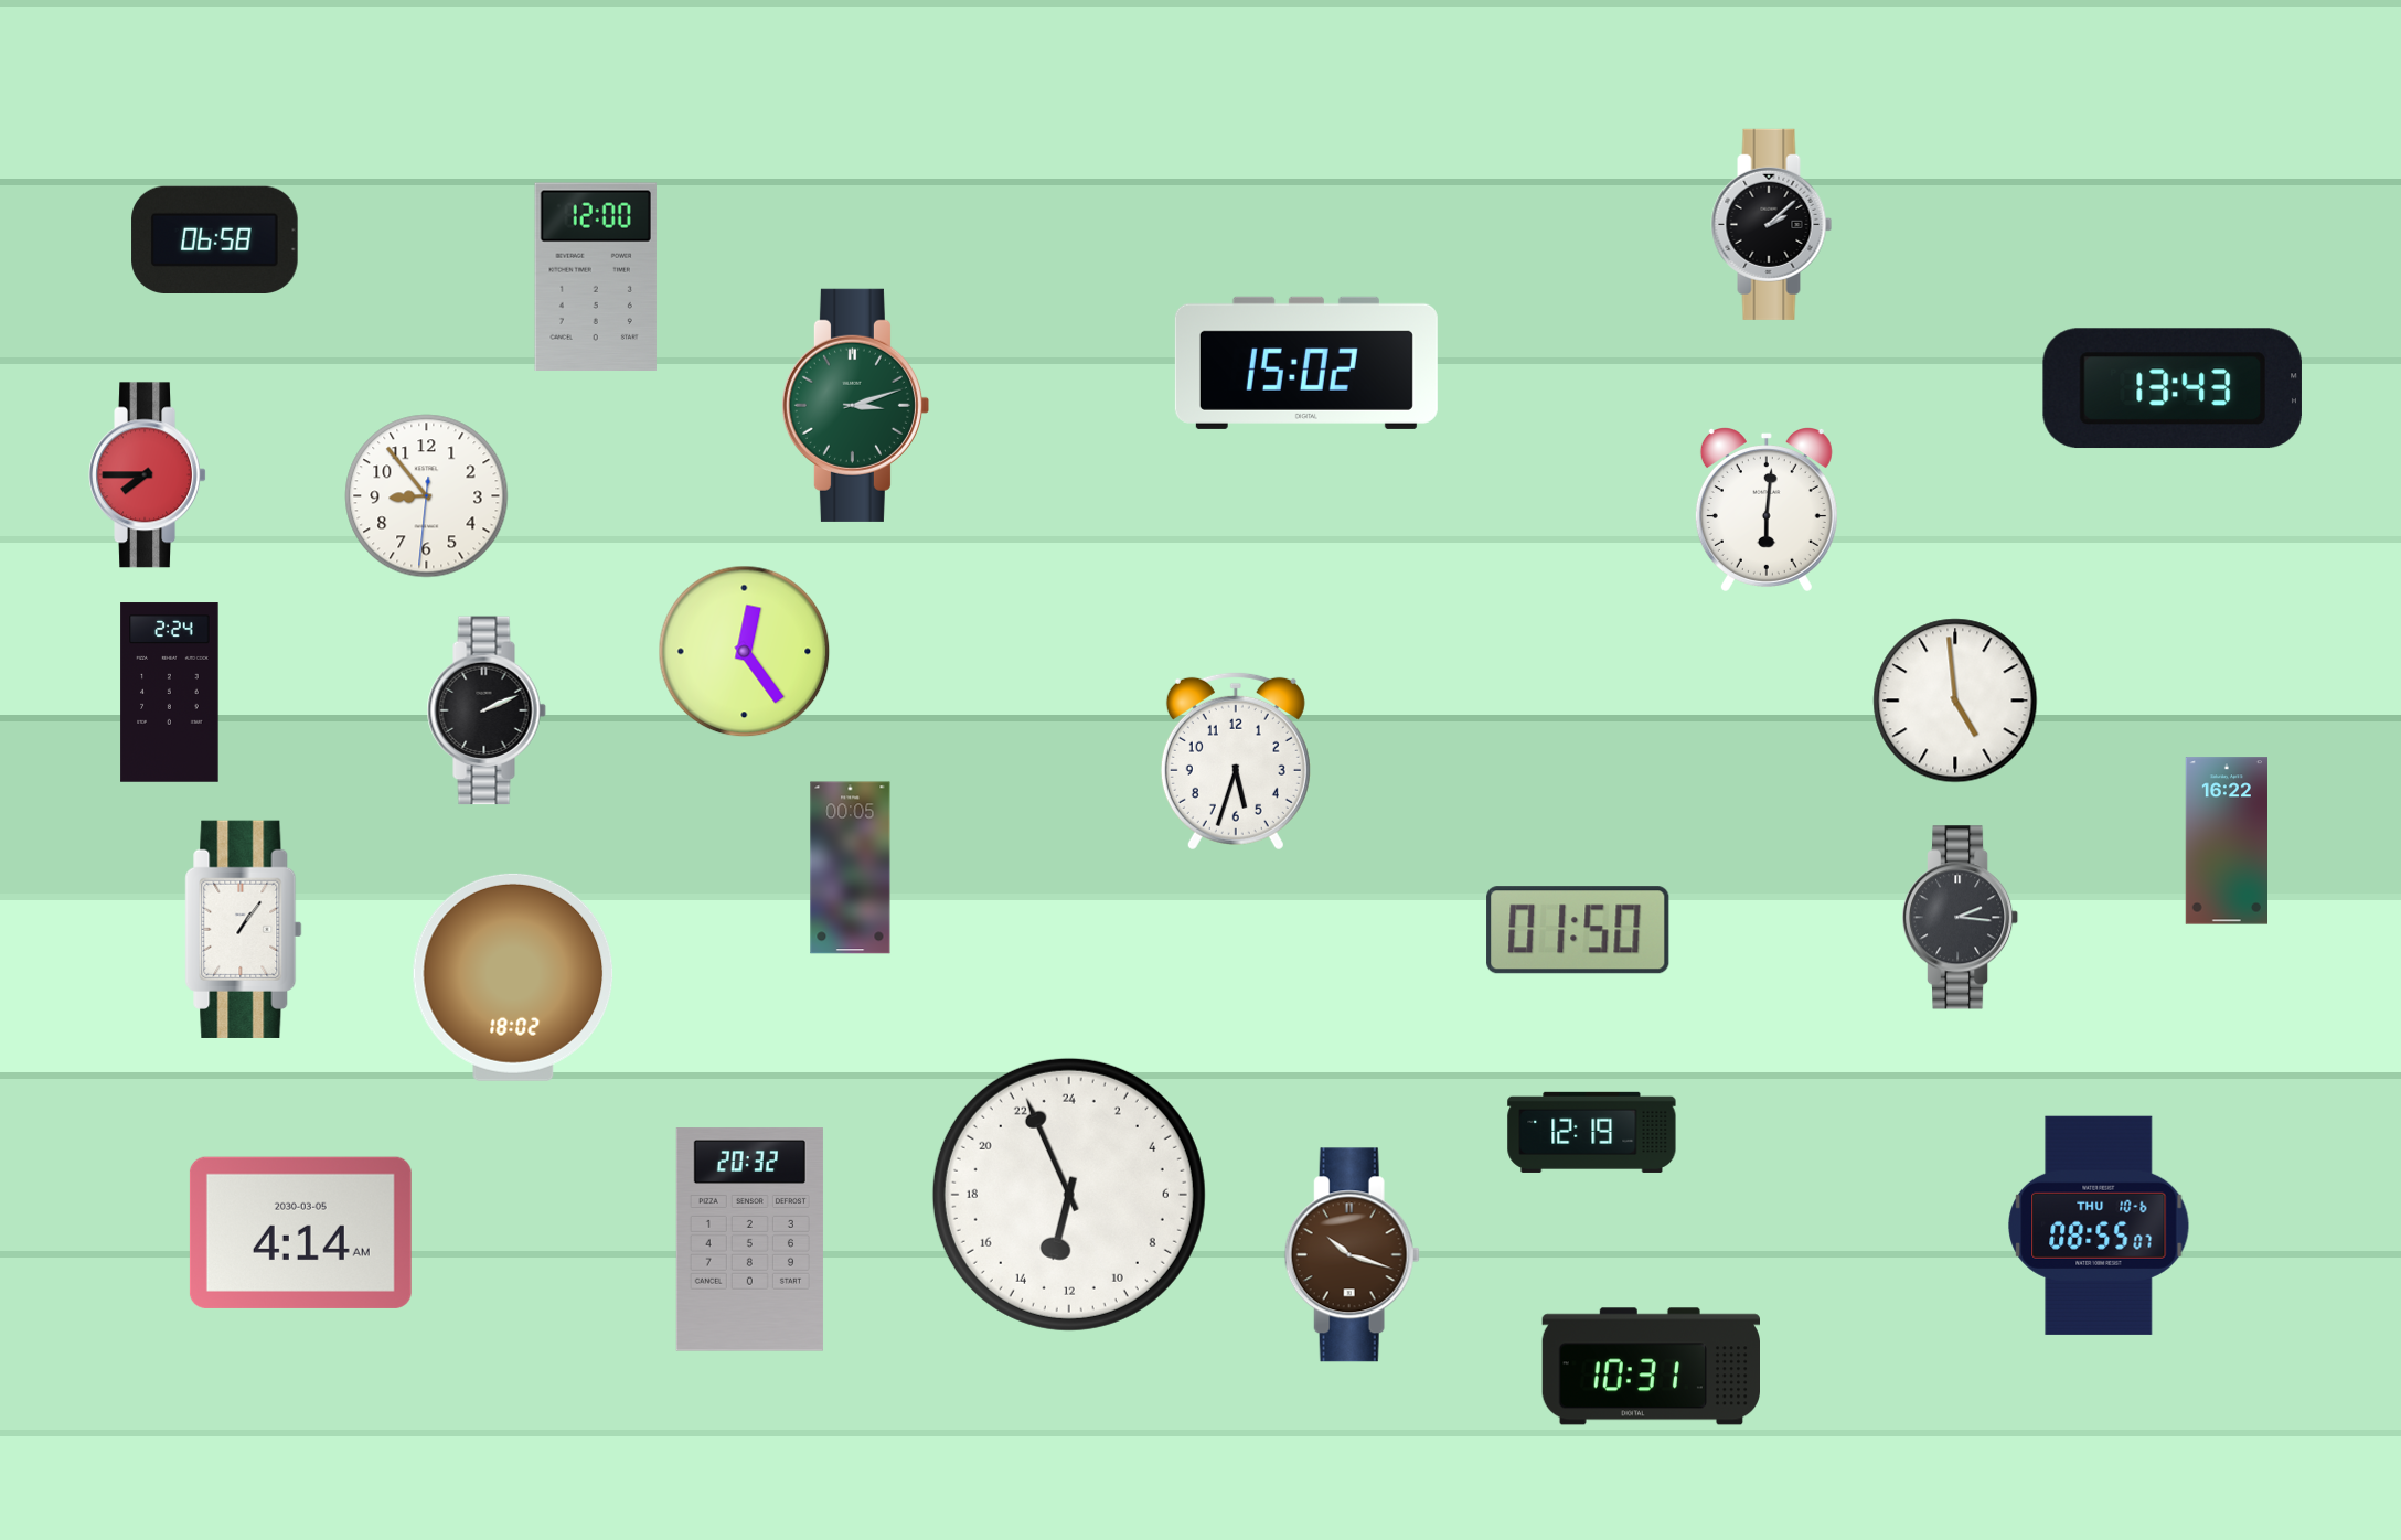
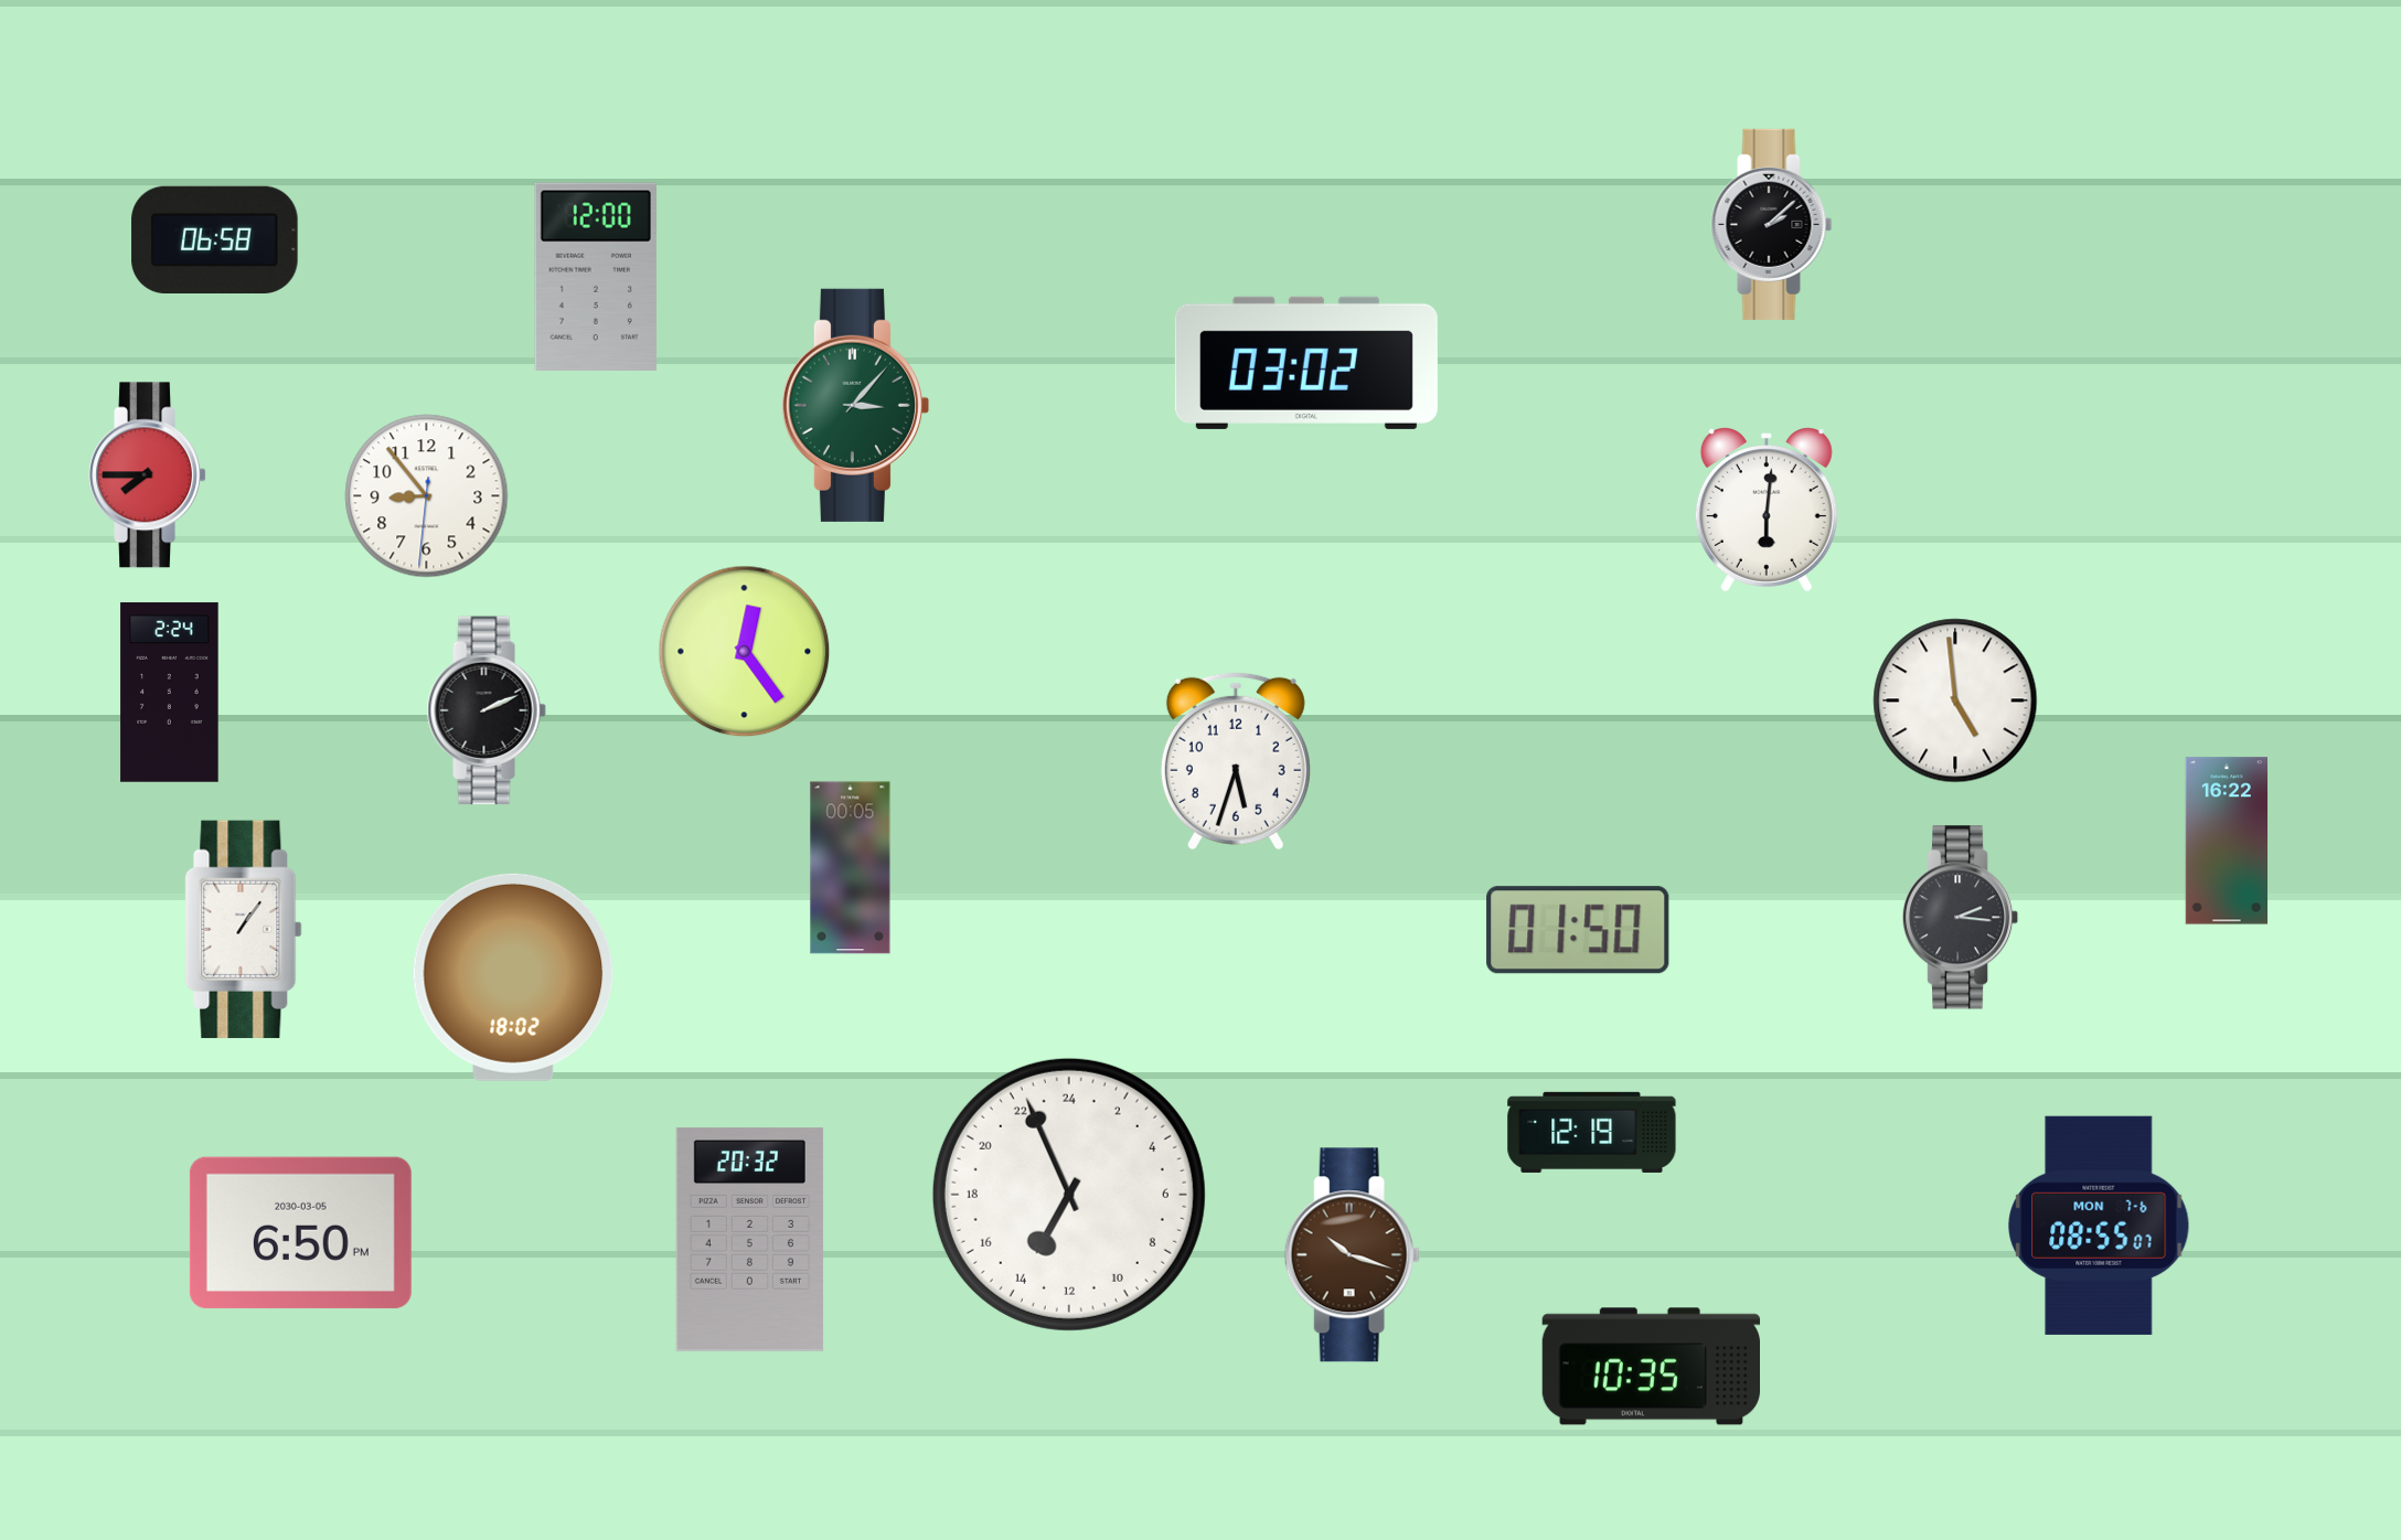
clock at (1306, 363): 15:02 -> 03:02
clock at (2173, 388): 13:43 -> none
clock at (855, 405): 3:12 -> 3:07
clock at (1069, 1195): 12:56 -> 13:56
clock at (2099, 1226) date: THU 10-6 -> MON 7-6
clock at (300, 1232): 4:14 -> 6:50
clock at (1651, 1367): 10:31 -> 10:35
